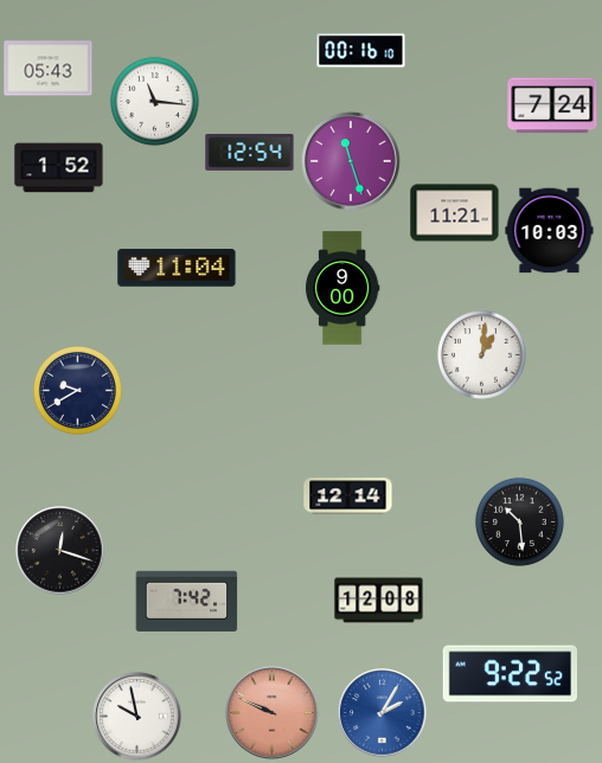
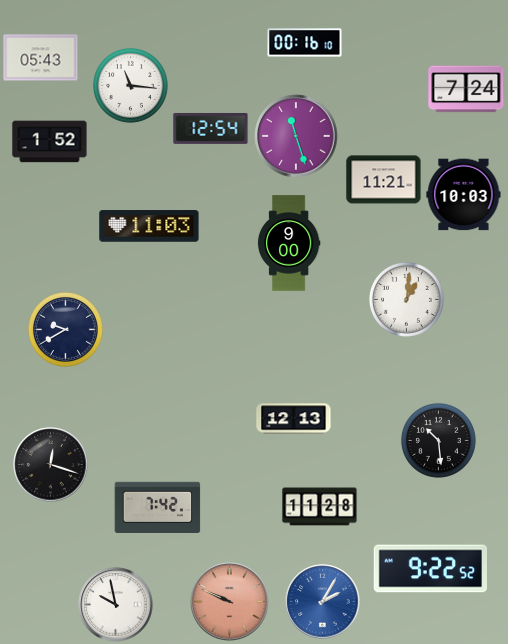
clock at (177, 268): 11:04 -> 11:03
clock at (348, 496): 12:14 -> 12:13
clock at (379, 601): 12:08 -> 11:28
